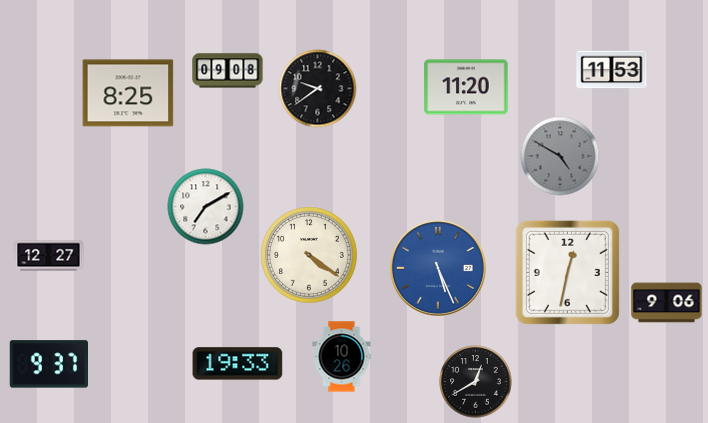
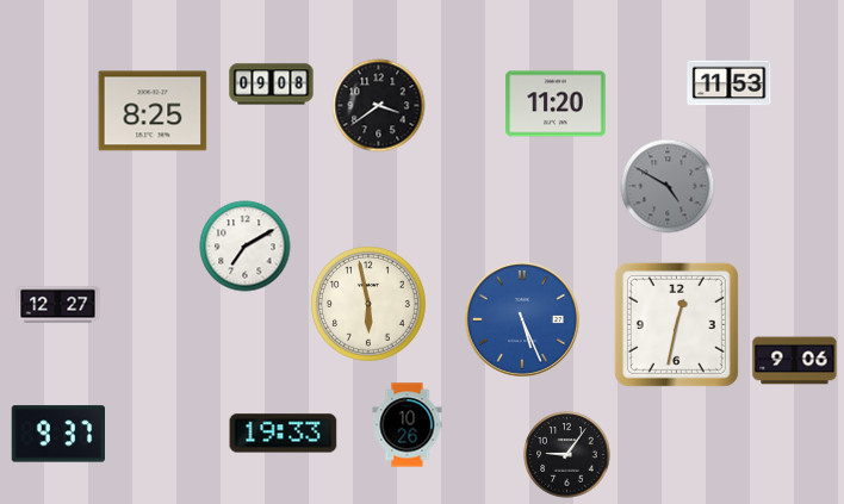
clock at (318, 89): 9:39 -> 3:39
clock at (310, 256): 4:21 -> 5:58
clock at (476, 382): 12:40 -> 9:06
